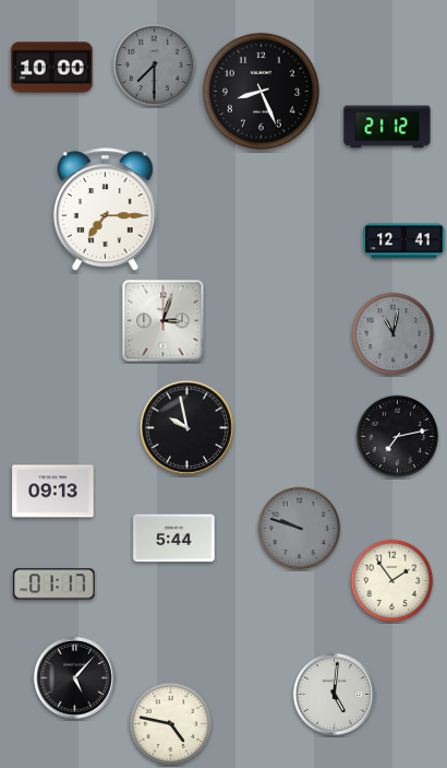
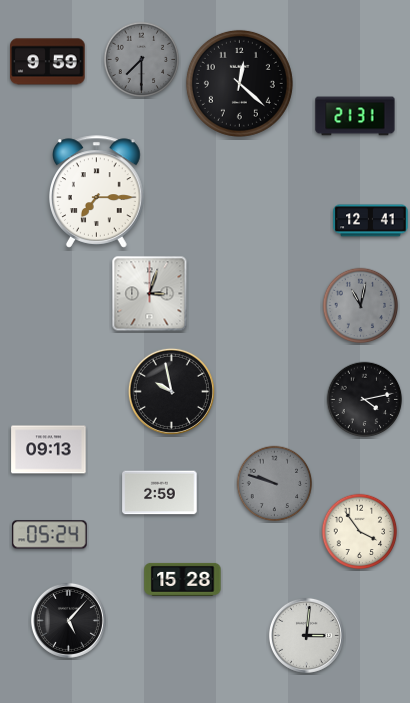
clock at (52, 68): 10:00 -> 9:59
clock at (261, 91): 8:26 -> 12:22
clock at (387, 127): 21:12 -> 21:31
clock at (398, 437): 7:13 -> 4:13
clock at (174, 539): 5:44 -> 2:59
clock at (392, 581): 1:54 -> 3:54
clock at (55, 584): 01:17 -> 05:24
clock at (183, 579): none -> 15:28
clock at (334, 694): 5:01 -> 3:01
clock at (171, 724): 4:47 -> none
